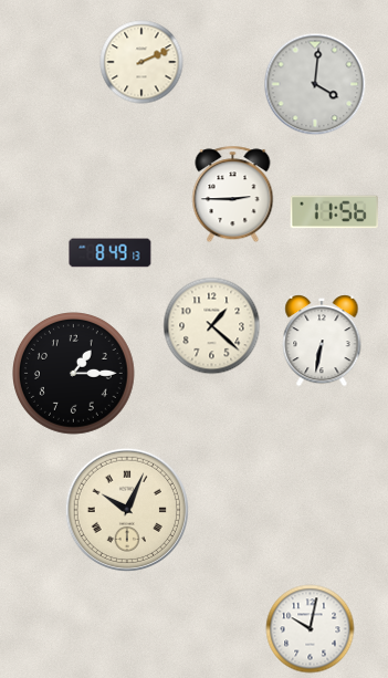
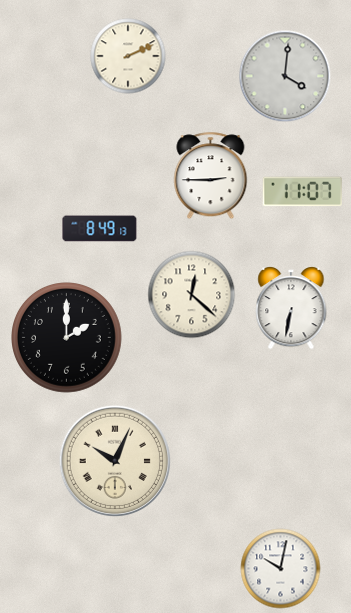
clock at (335, 212): 11:56 -> 11:07
clock at (212, 326): 1:22 -> 12:22
clock at (74, 374): 1:15 -> 2:00
